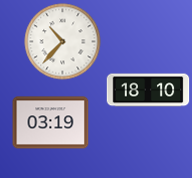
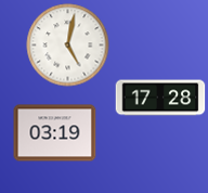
clock at (63, 42): 10:37 -> 5:02
clock at (148, 90): 18:10 -> 17:28
